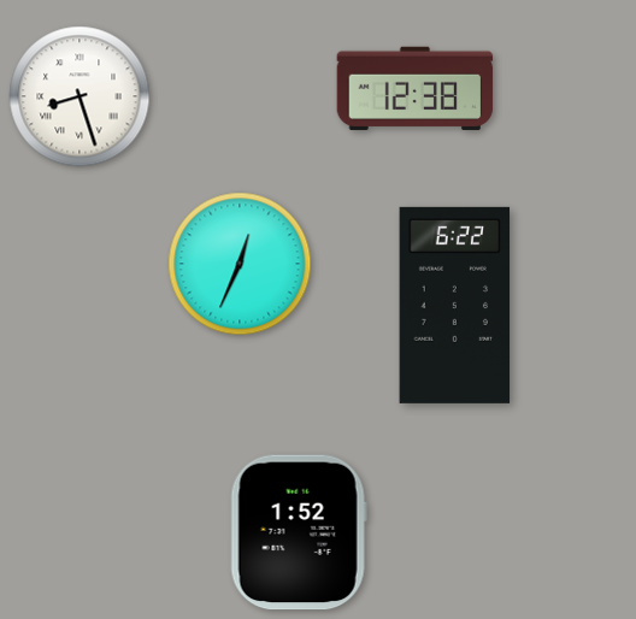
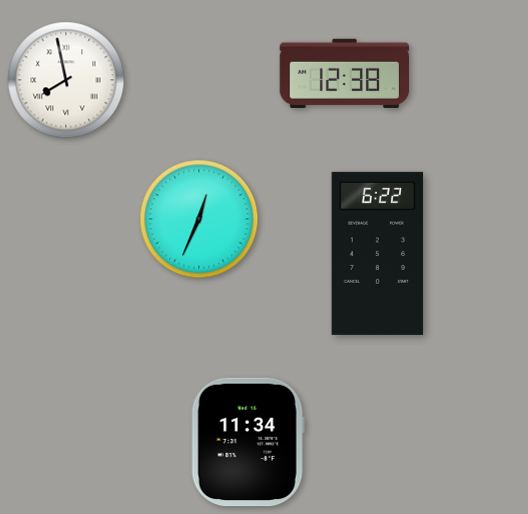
clock at (79, 96): 8:27 -> 7:58
clock at (299, 532): 1:52 -> 11:34
